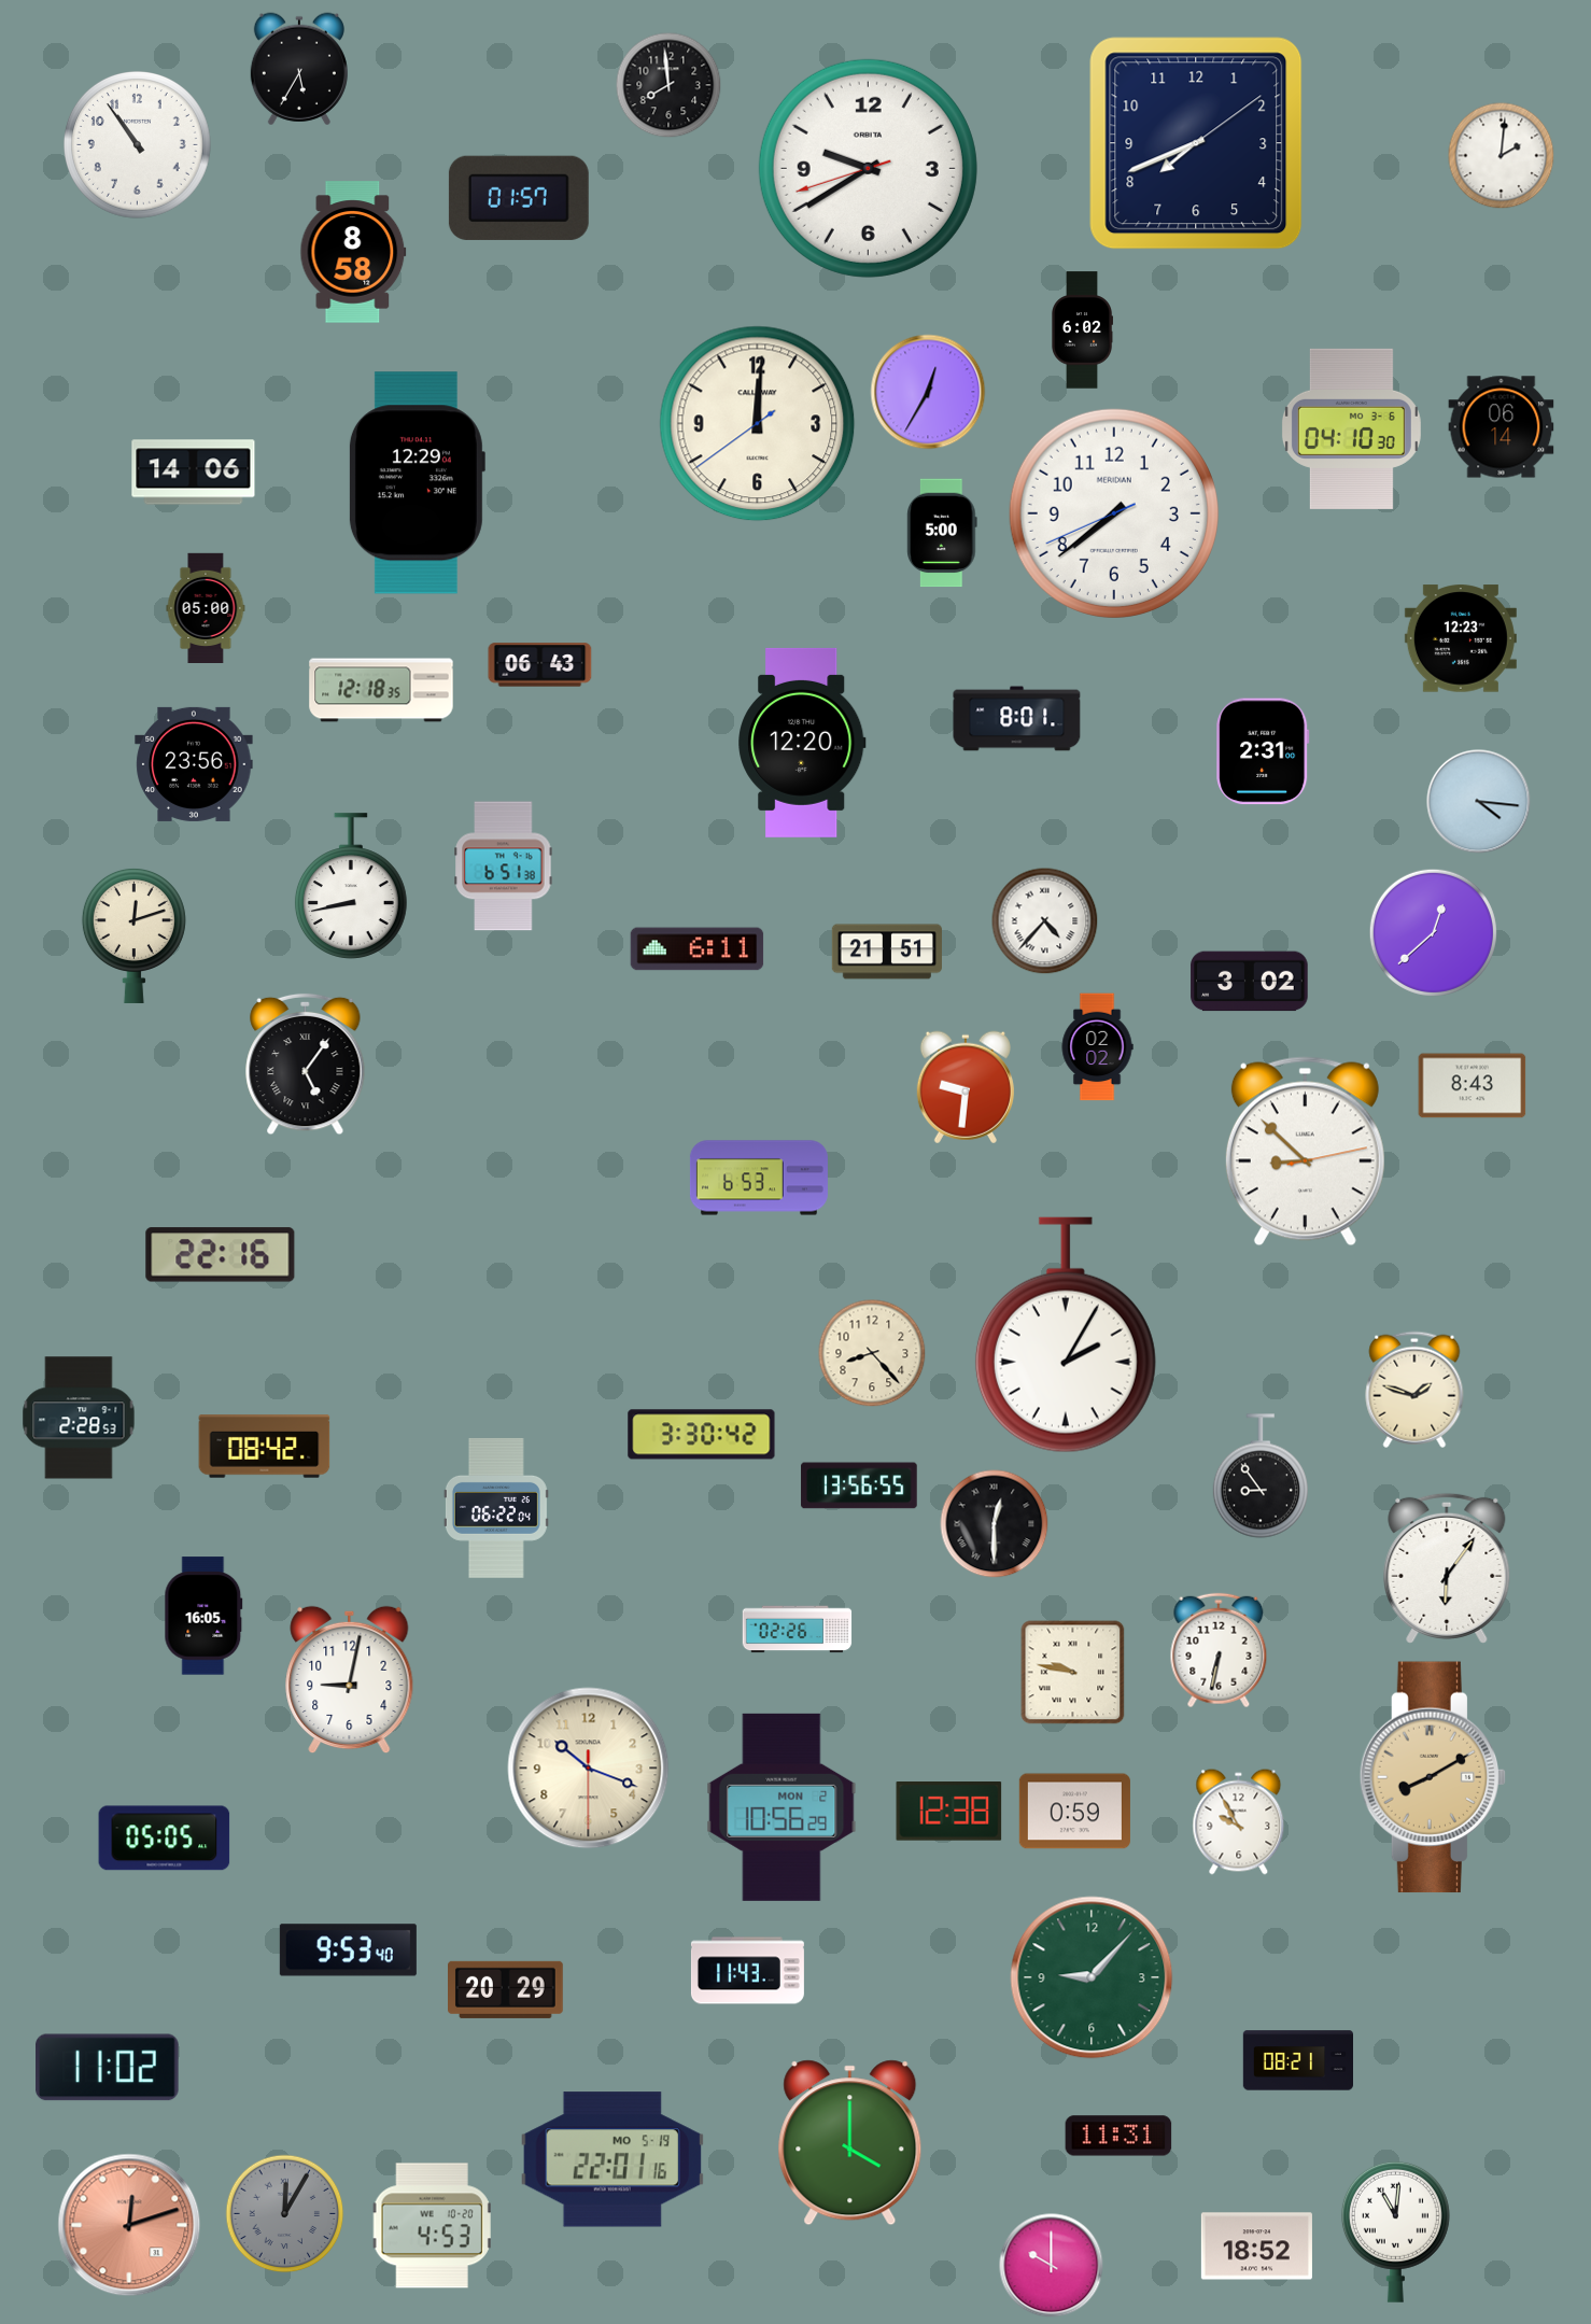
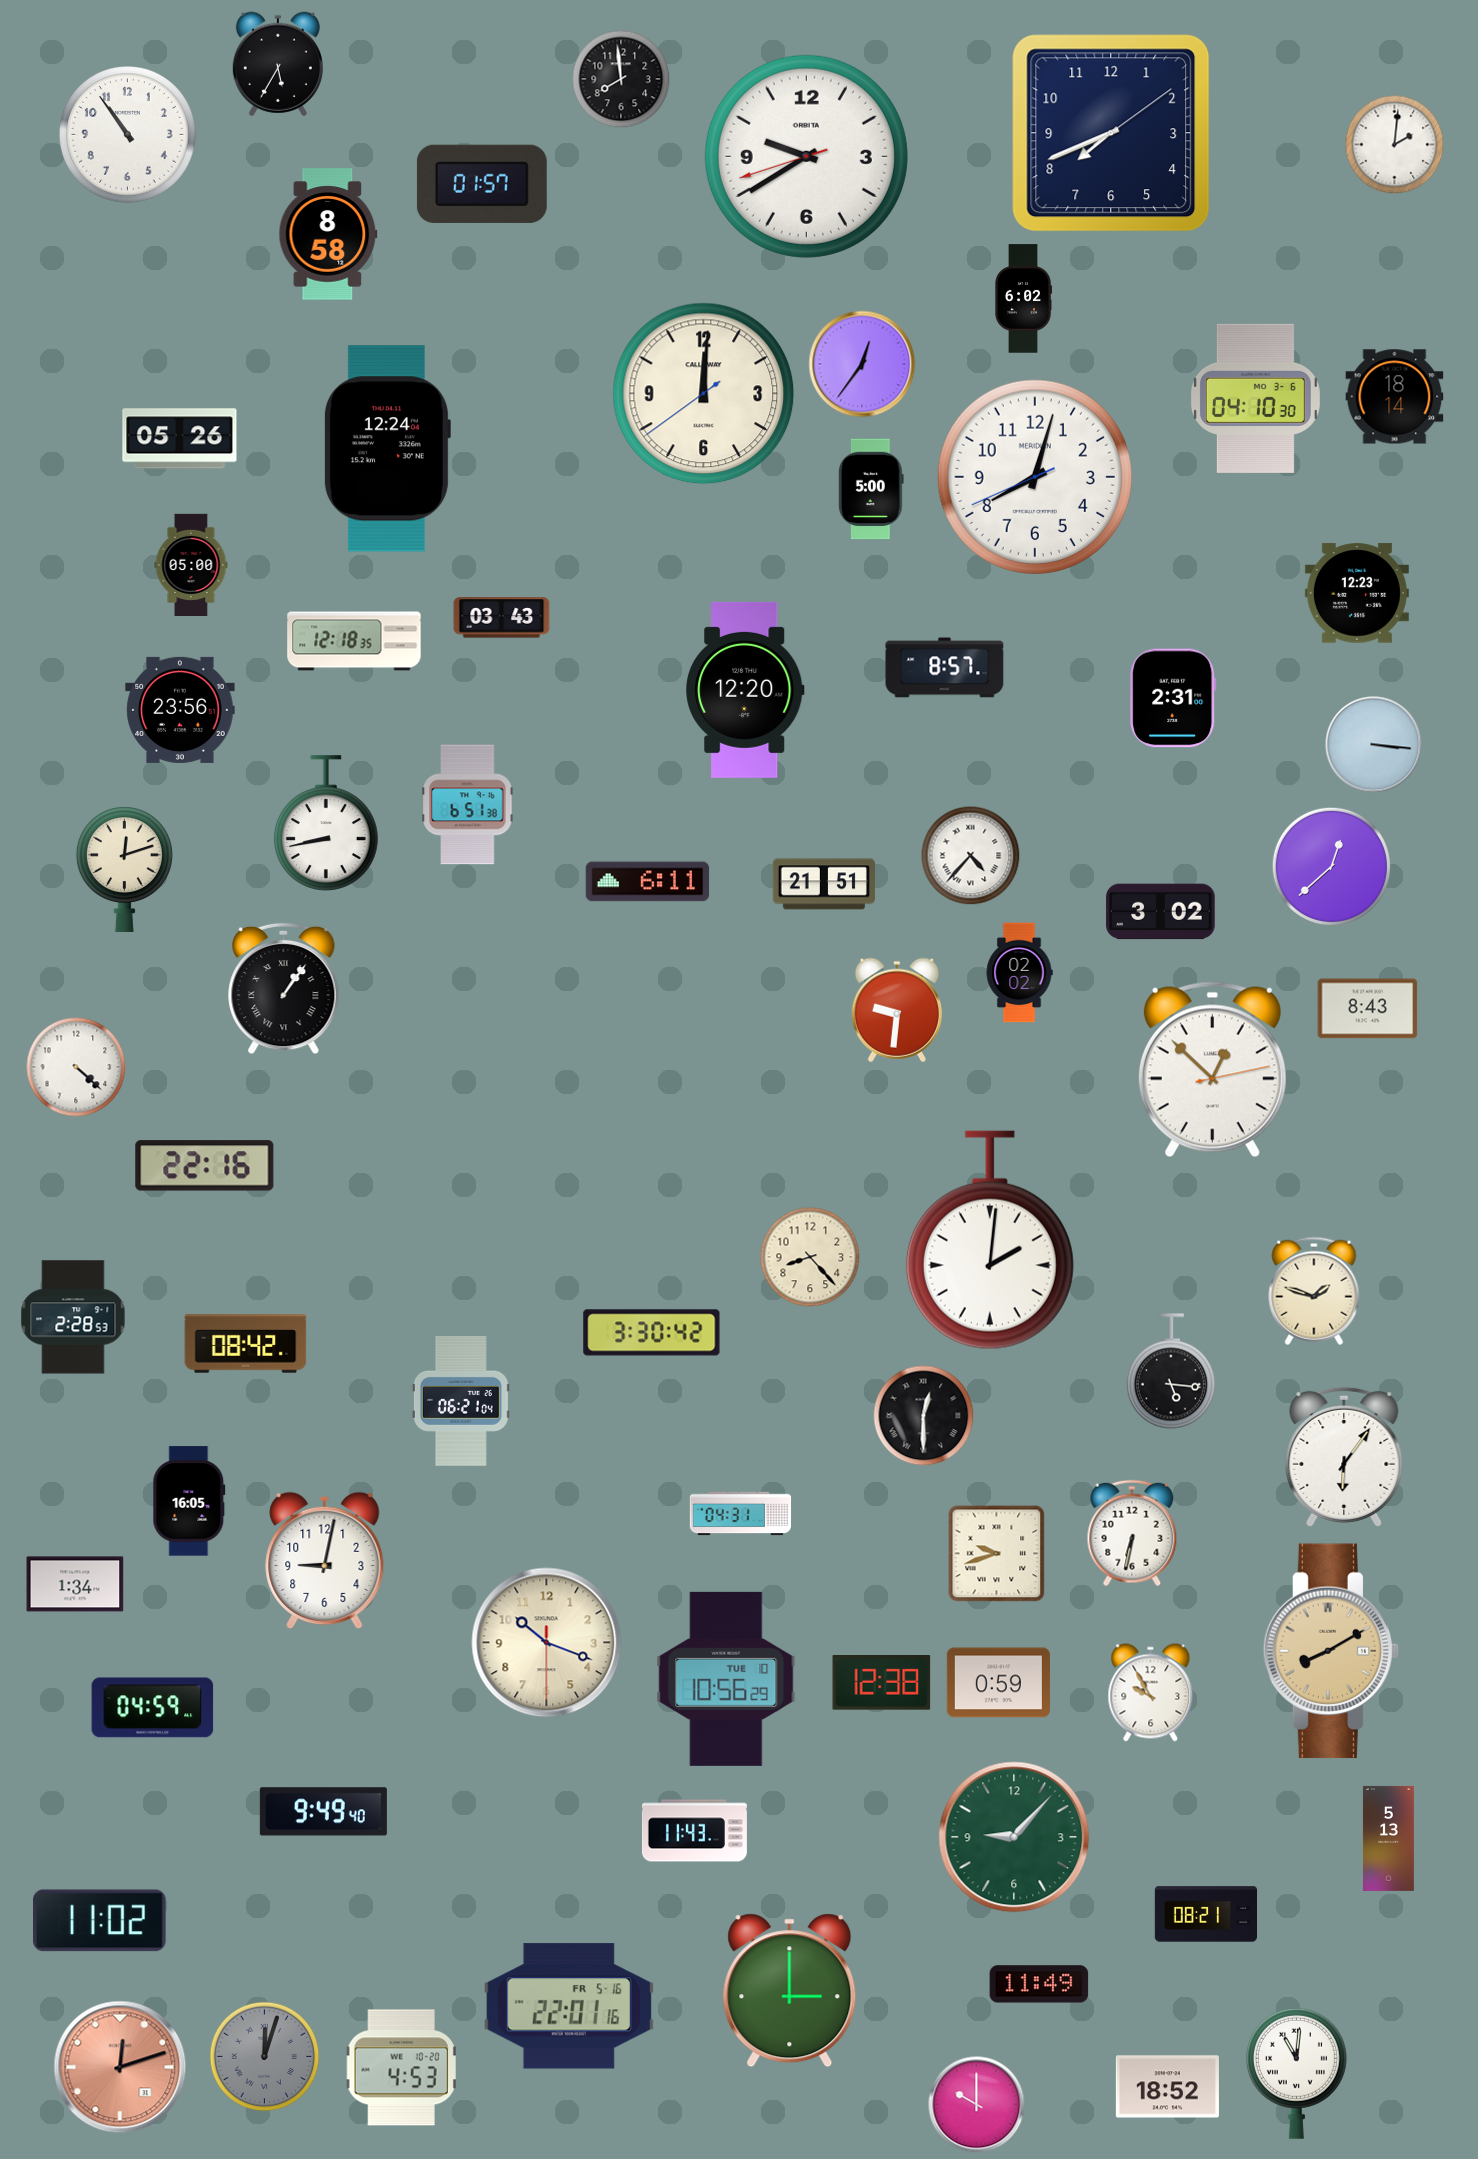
clock at (1082, 330) position: (1082, 330) -> (1023, 299)
clock at (928, 392): 12:35 -> 12:36
clock at (1502, 427): 06:14 -> 18:14
clock at (194, 473): 14:06 -> 05:26
clock at (417, 483): 12:29 -> 12:24
clock at (1114, 513): 7:38 -> 8:02
clock at (942, 533) position: (942, 533) -> (871, 489)
clock at (540, 665): 06:43 -> 03:43
clock at (1017, 719): 8:01 -> 8:57
clock at (1479, 802): 4:16 -> 3:16
clock at (306, 1065): 5:06 -> 1:06
clock at (76, 1067): none -> 4:22
clock at (1305, 1152): 8:52 -> 12:52
clock at (759, 1178): 6:53 -> none
clock at (1066, 1335): 2:05 -> 2:01
clock at (1261, 1476): 8:54 -> 5:16
clock at (859, 1485): 13:56 -> none
clock at (496, 1508): 06:22 -> 06:21
clock at (798, 1630): 02:26 -> 04:31
clock at (1073, 1673): 9:47 -> 9:42
clock at (75, 1584): none -> 1:34
clock at (782, 1807) date: MON 2 -> TUE 10
clock at (165, 1839): 05:05 -> 04:59
clock at (348, 1950): 9:53 -> 9:49
clock at (1388, 1838): none -> 5:13
clock at (506, 1989): 20:29 -> none
clock at (1118, 2136): 11:31 -> 11:49
clock at (850, 2143): 4:00 -> 3:00
clock at (613, 2159) date: MO 5-19 -> FR 5-16
clock at (285, 2214): 12:05 -> 12:03
